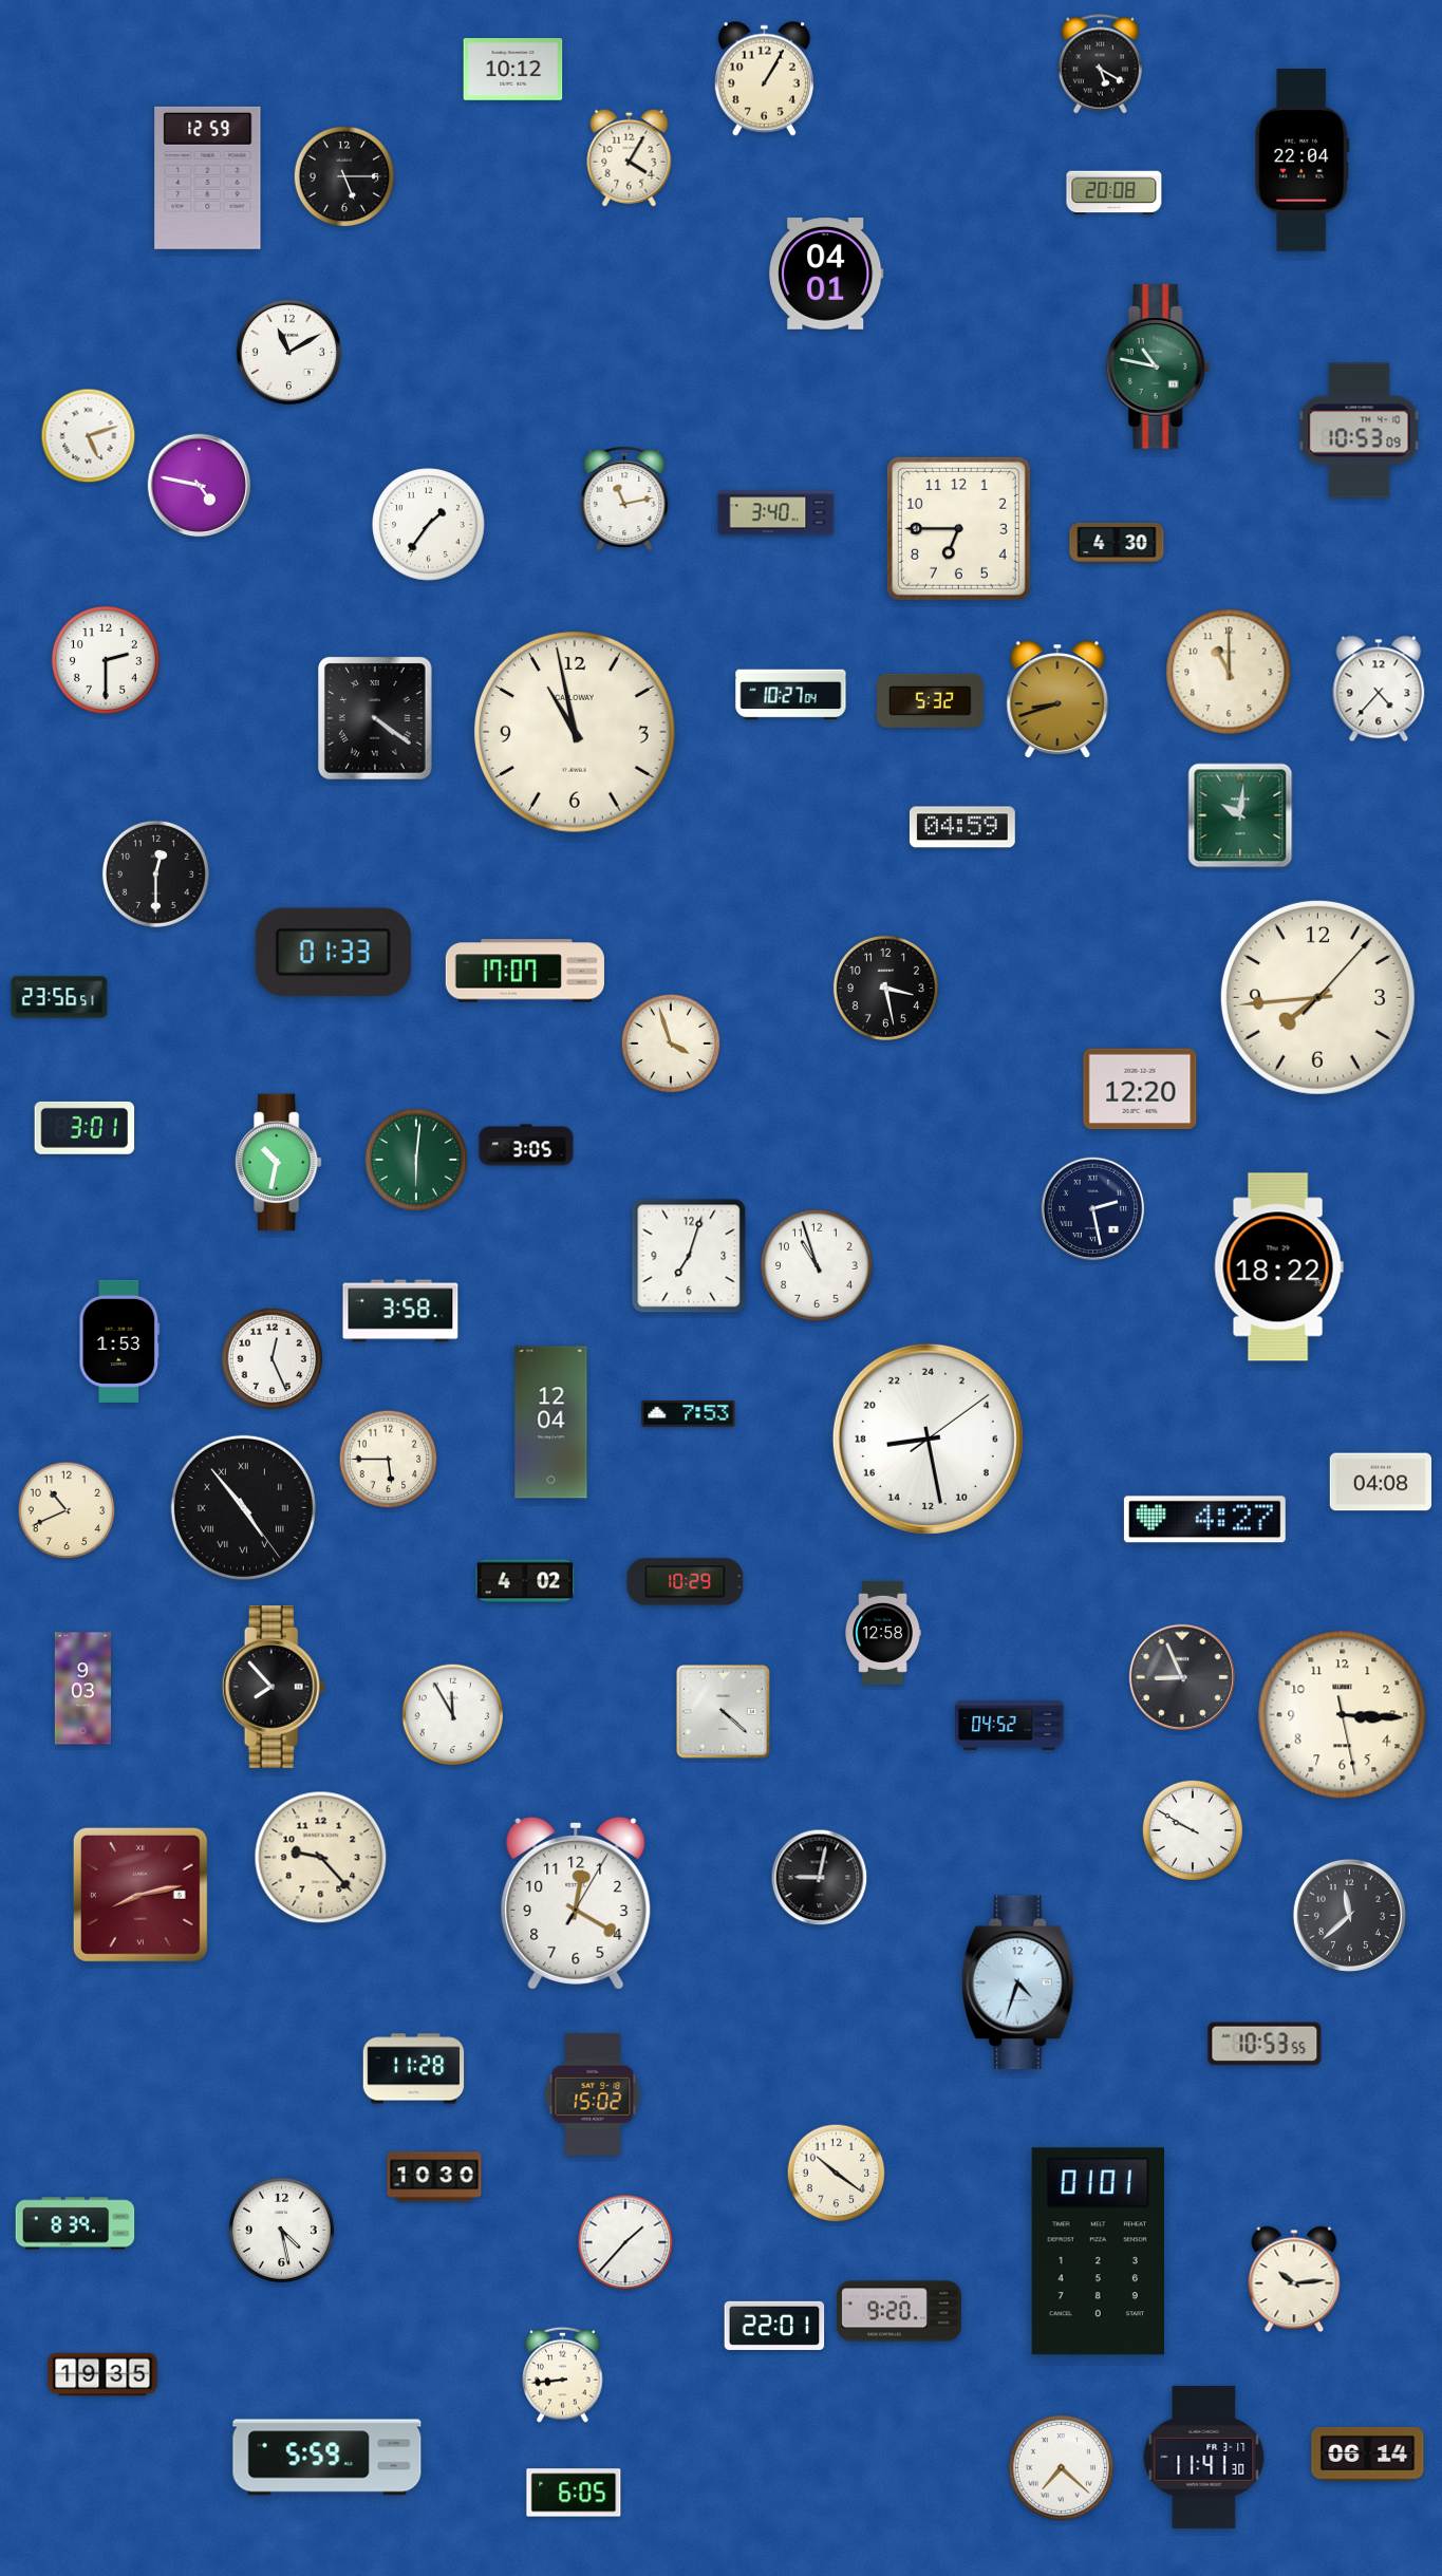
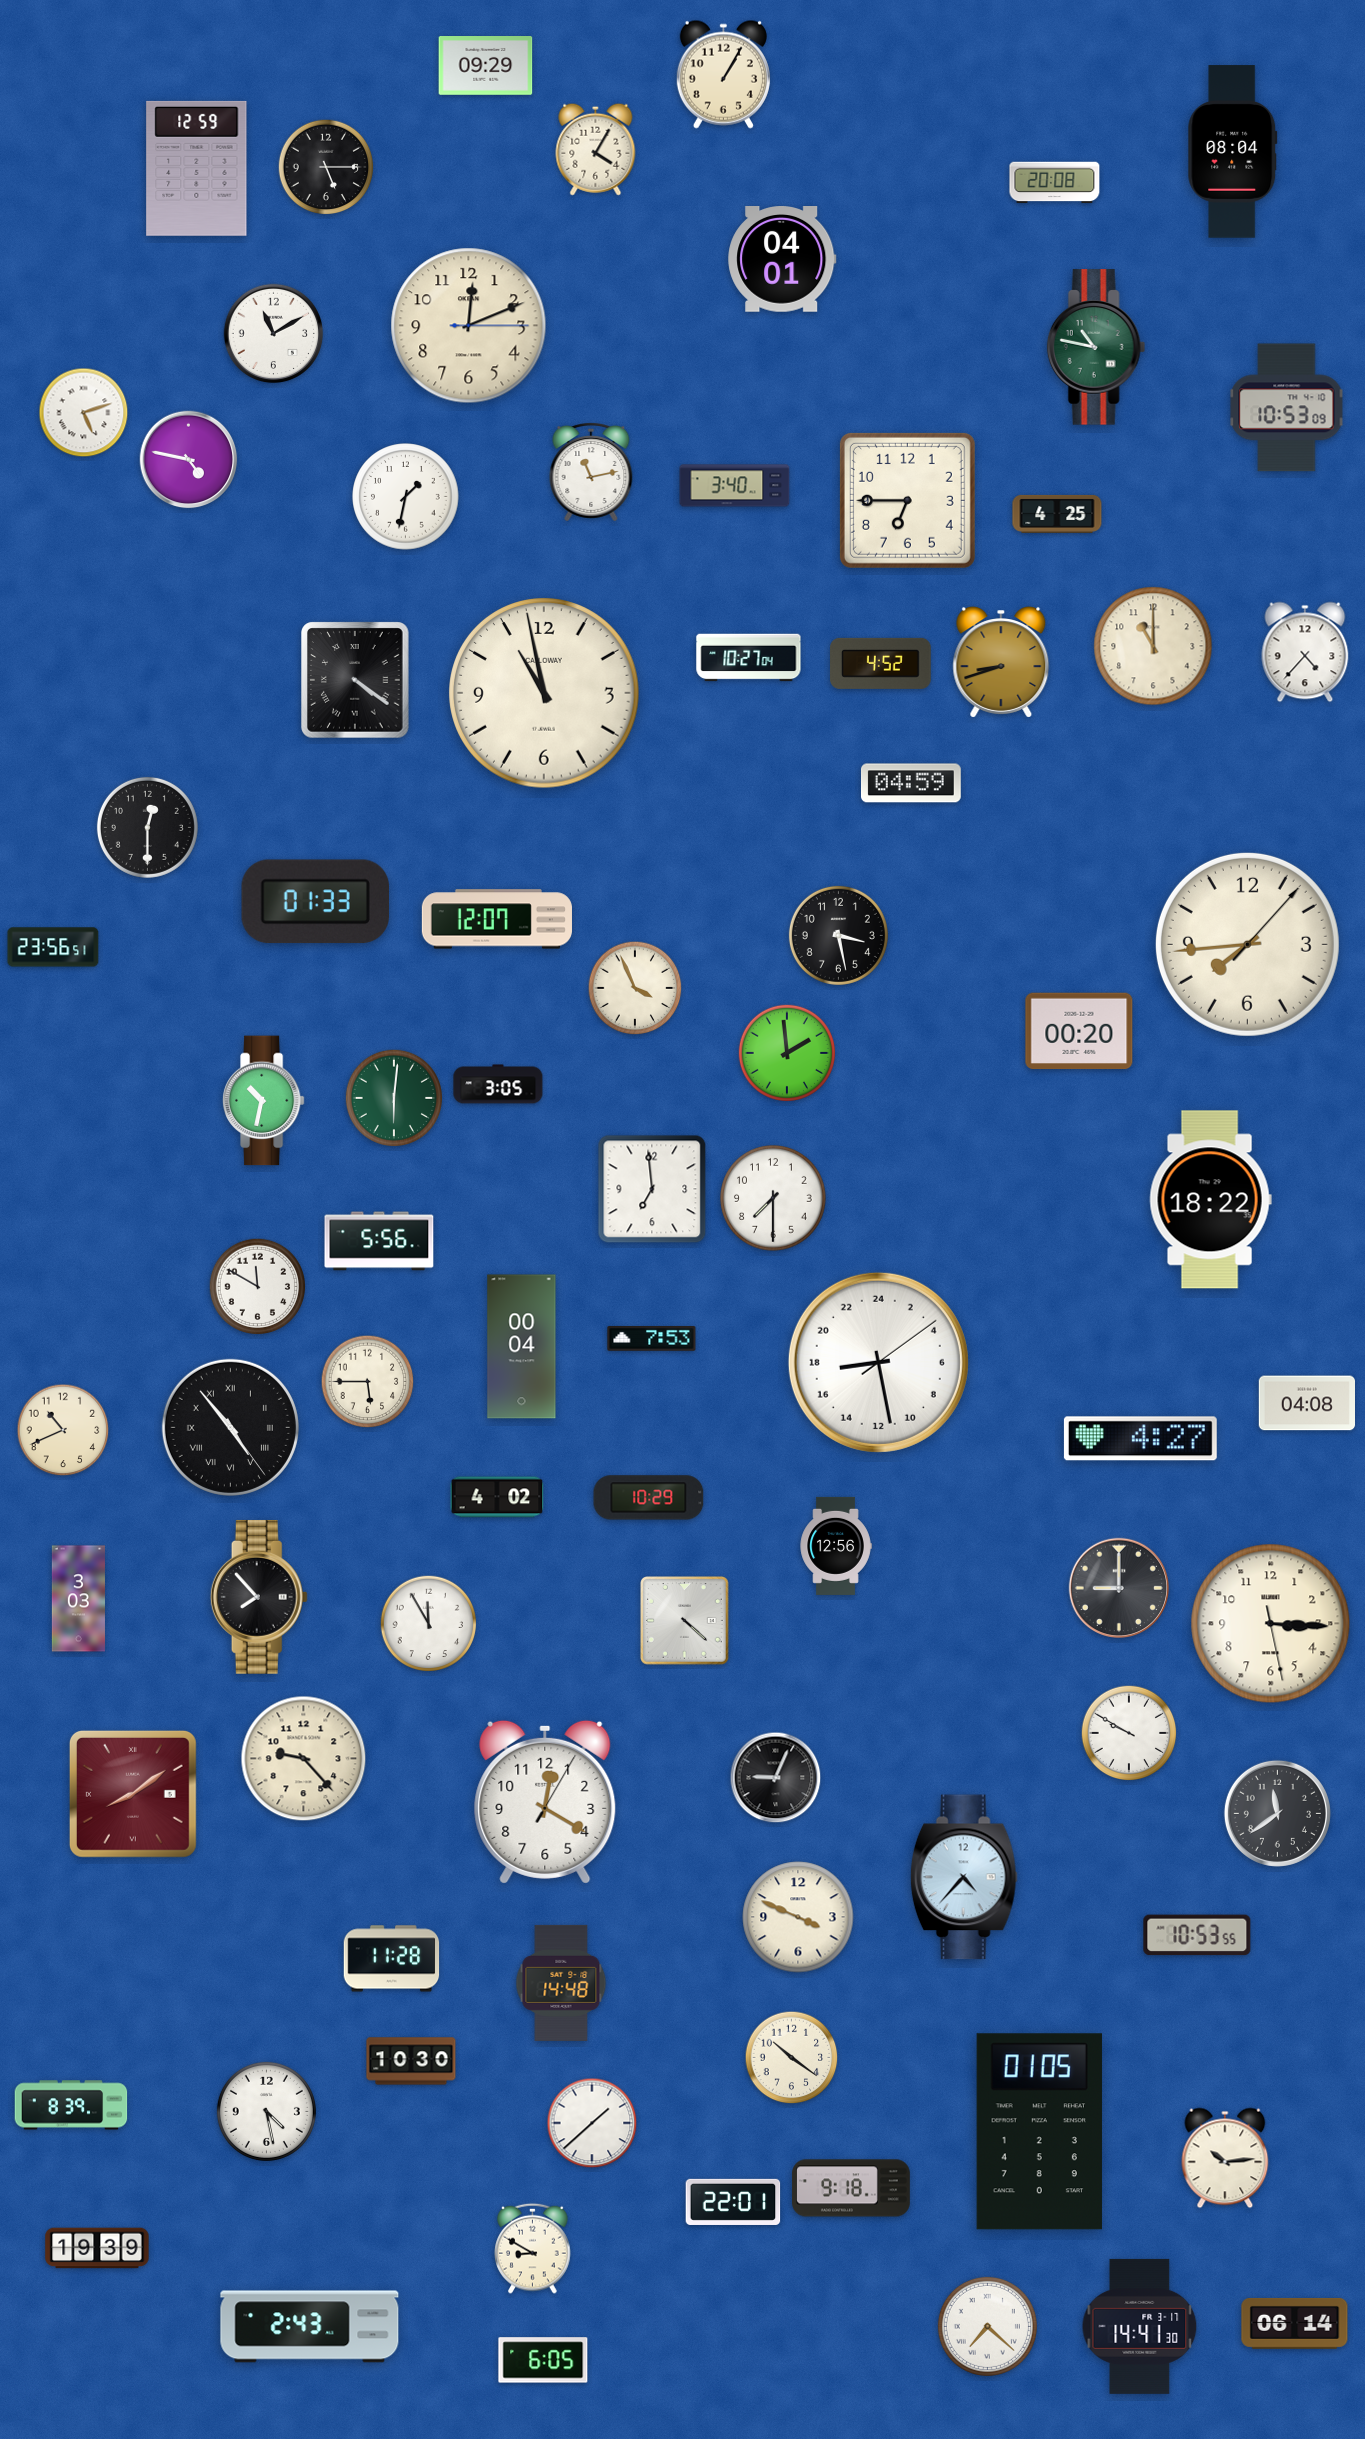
clock at (1100, 64): 5:20 -> none
clock at (513, 70): 10:12 -> 09:29
clock at (1303, 161): 22:04 -> 08:04
clock at (469, 326): none -> 12:11
clock at (429, 525): 1:36 -> 1:32
clock at (1117, 543): 4:30 -> 4:25
clock at (106, 660): 2:30 -> none
clock at (1229, 672) position: (1229, 672) -> (1153, 646)
clock at (931, 700): 5:32 -> 4:52
clock at (1240, 815): 10:01 -> none
clock at (525, 971): 17:07 -> 12:07
clock at (59, 997) position: (59, 997) -> (53, 947)
clock at (671, 1043): 3:57 -> 3:56
clock at (1140, 1089): 12:20 -> 00:20
clock at (786, 1052): none -> 1:59
clock at (85, 1128): 3:01 -> none
clock at (1093, 1209): 2:28 -> none
clock at (689, 1256): 7:03 -> 6:59
clock at (818, 1266): 10:57 -> 7:30
clock at (400, 1311): 3:58 -> 5:56
clock at (119, 1341): 1:53 -> none
clock at (273, 1359): 12:26 -> 11:50
clock at (551, 1423): 12:04 -> 00:04
clock at (883, 1633): 12:58 -> 12:56
clock at (1182, 1677): 8:56 -> 9:00
clock at (82, 1689): 9:03 -> 3:03
clock at (1010, 1726): 04:52 -> none
clock at (820, 1878): 9:02 -> 9:04
clock at (141, 1895): 8:13 -> 8:09
clock at (1349, 1915): 11:38 -> 11:39
clock at (1018, 1982): 4:33 -> 4:37
clock at (798, 1917): none -> 3:49
clock at (593, 2094): 15:02 -> 14:48
clock at (625, 2242): 1:37 -> 1:38
clock at (1098, 2252): 01:01 -> 01:05
clock at (899, 2311): 9:20 -> 9:18
clock at (102, 2374): 19:35 -> 19:39
clock at (563, 2374): 8:44 -> 8:50
clock at (1204, 2457): 11:41 -> 14:41
clock at (327, 2458): 5:59 -> 2:43
clock at (1061, 2467) position: (1061, 2467) -> (987, 2326)
